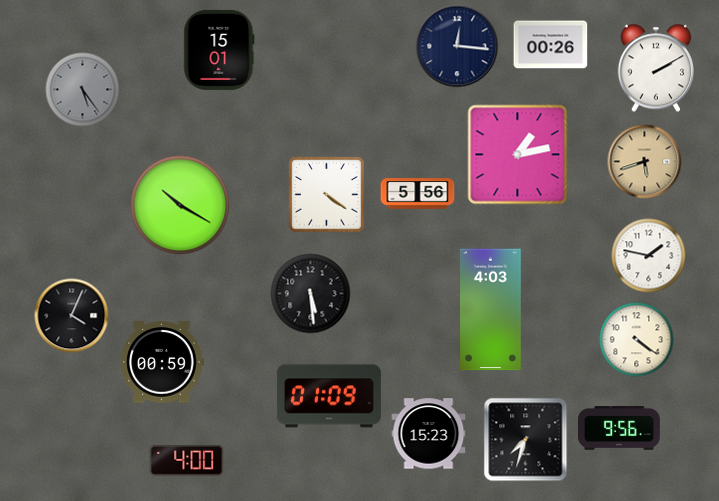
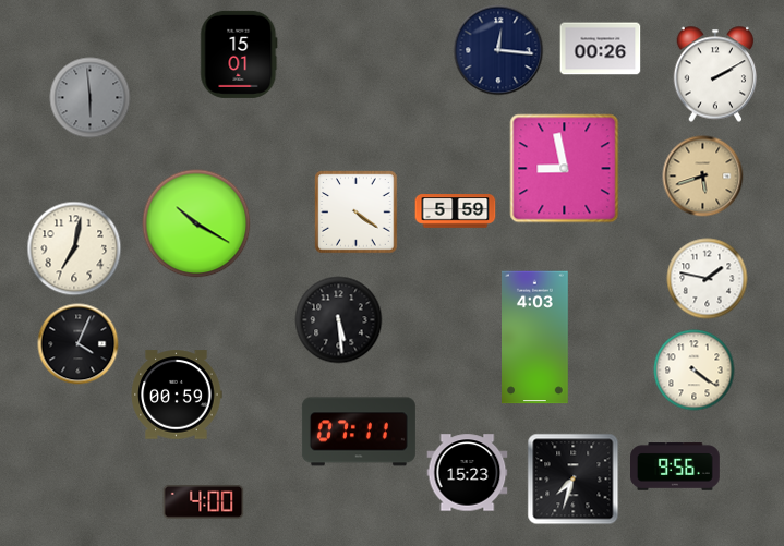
clock at (83, 90): 5:24 -> 5:59
clock at (518, 155): 1:13 -> 8:58
clock at (418, 194): 5:56 -> 5:59
clock at (74, 248): none -> 7:02
clock at (329, 396): 01:09 -> 07:11
